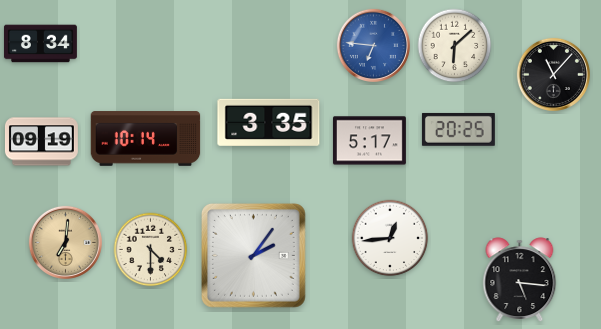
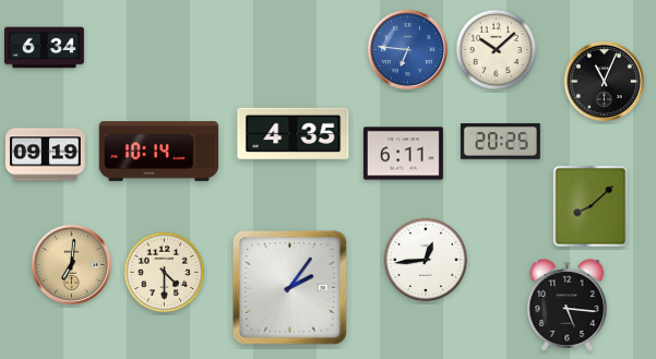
clock at (40, 44): 8:34 -> 6:34
clock at (455, 46): 6:08 -> 10:08
clock at (553, 74): 11:07 -> 11:04
clock at (269, 122): 3:35 -> 4:35
clock at (369, 141): 5:17 -> 6:11
clock at (591, 206): none -> 8:08
clock at (253, 255) position: (253, 255) -> (289, 287)
